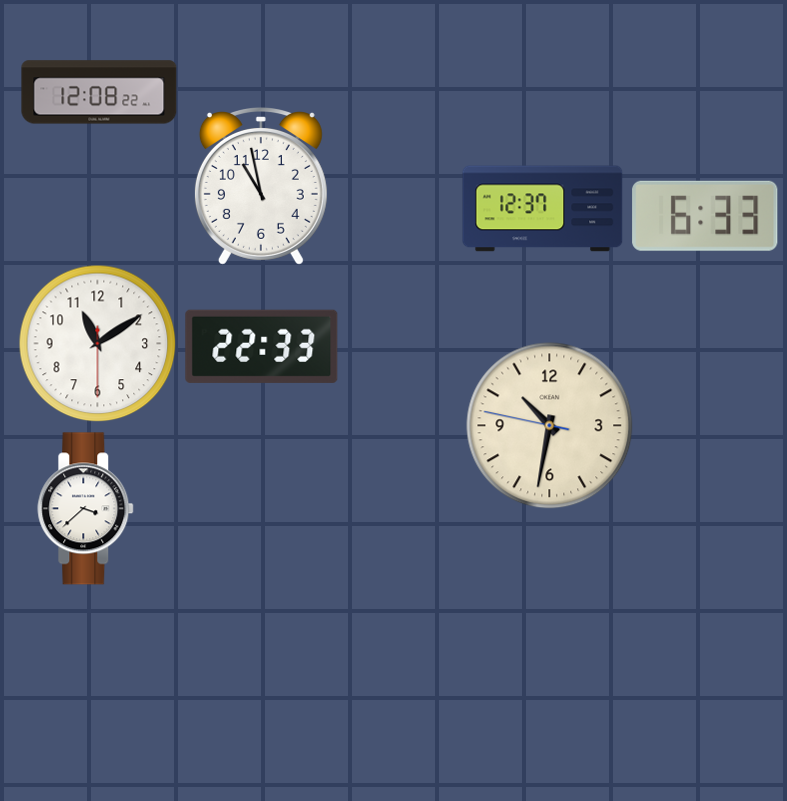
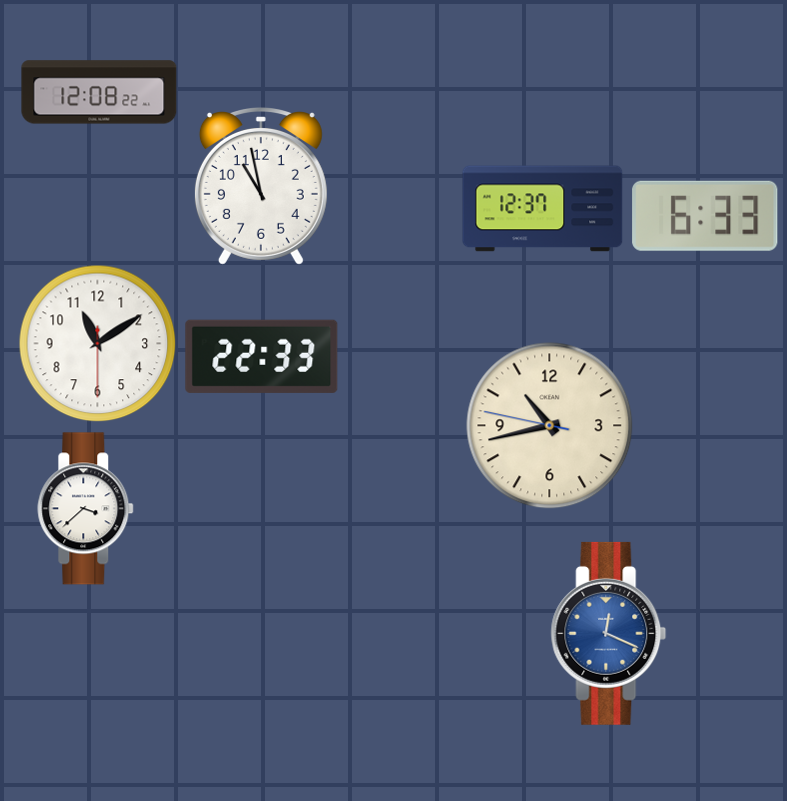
clock at (262, 346) position: (262, 346) -> (262, 356)
clock at (550, 426): 10:31 -> 10:42
clock at (609, 633): none -> 12:19
